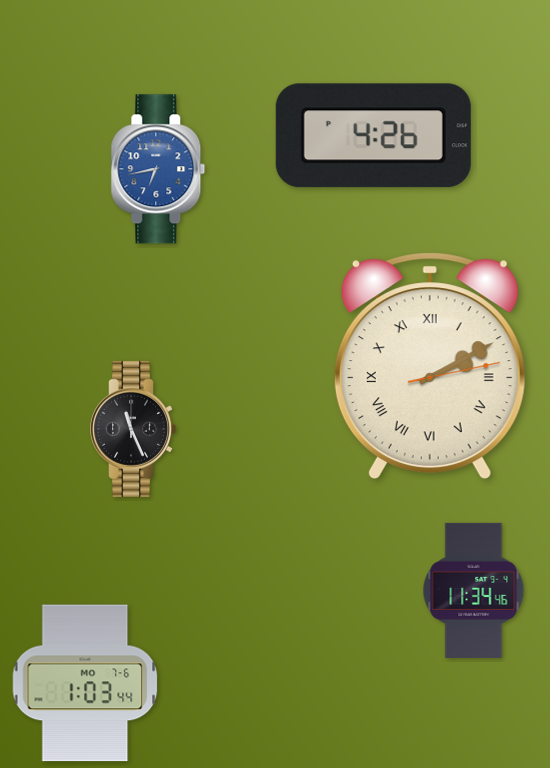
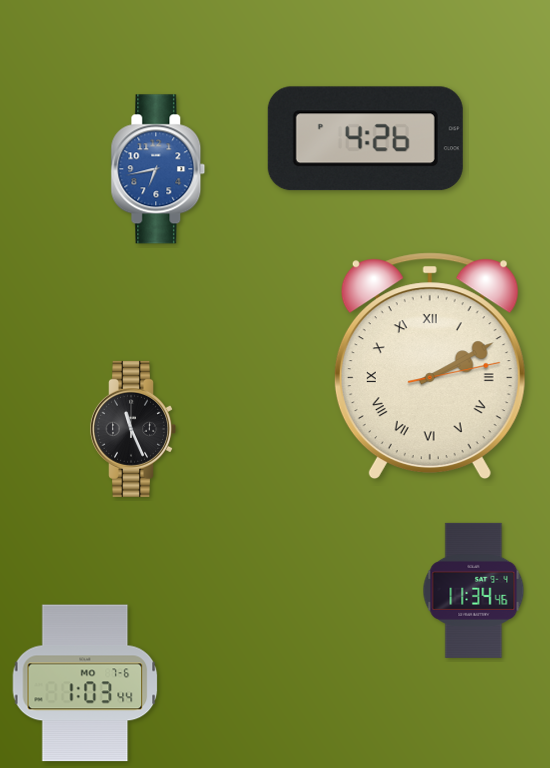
clock at (373, 136) position: (373, 136) -> (365, 139)
